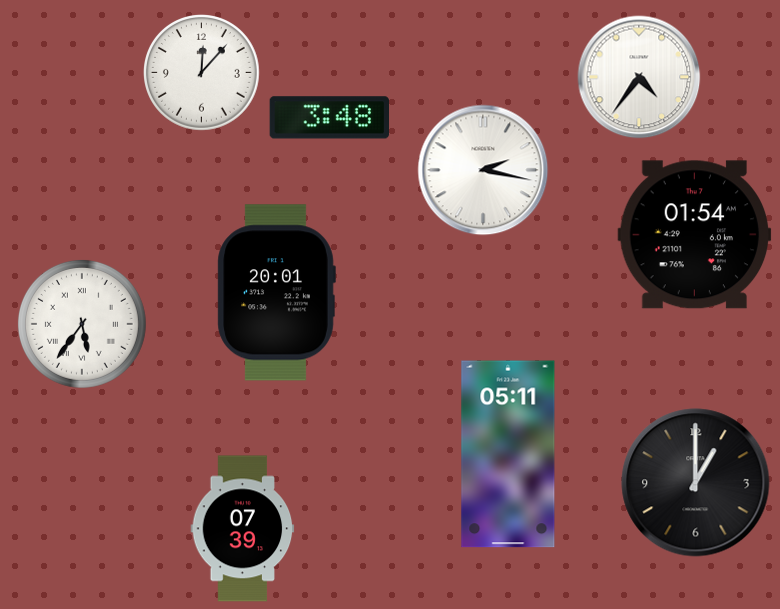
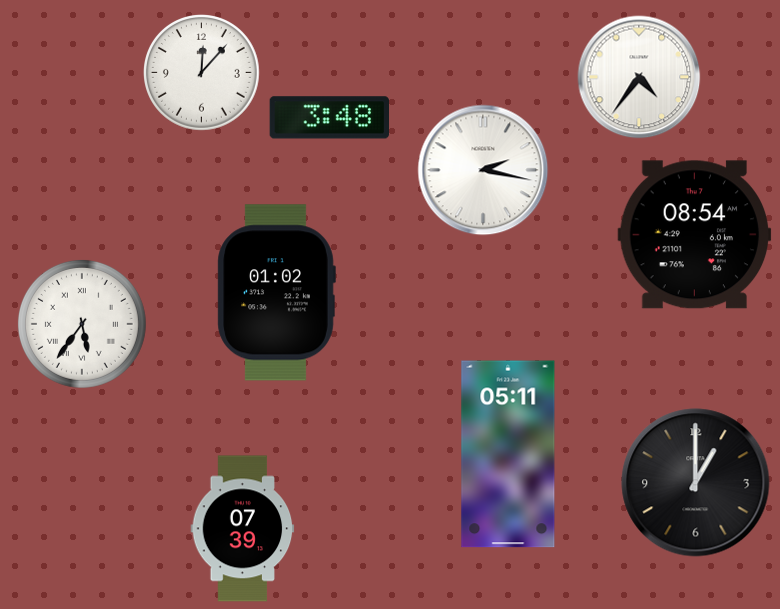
clock at (695, 235): 01:54 -> 08:54
clock at (276, 293): 20:01 -> 01:02
